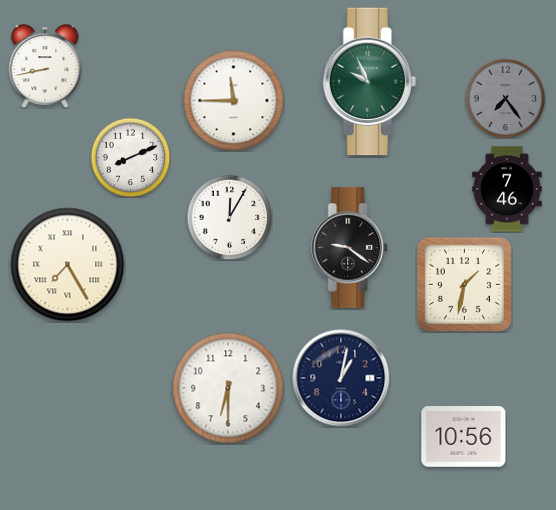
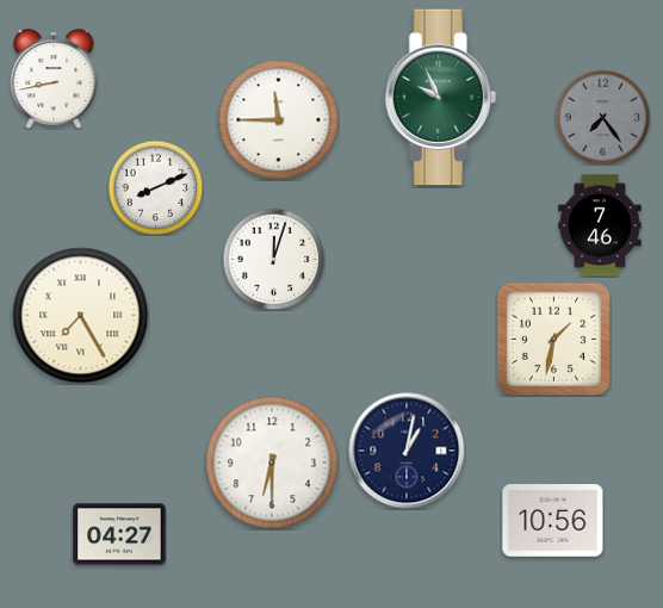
clock at (507, 189) position: (507, 189) -> (600, 225)
clock at (229, 217): 12:05 -> 12:03
clock at (350, 248): 9:21 -> none
clock at (119, 534): none -> 04:27
